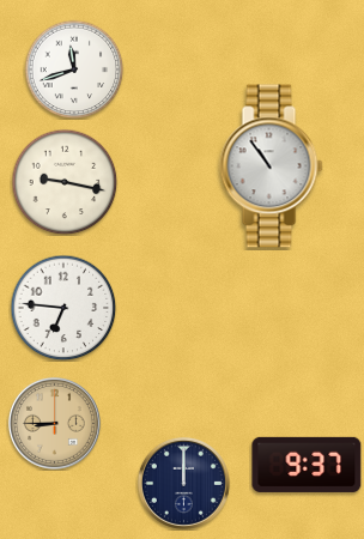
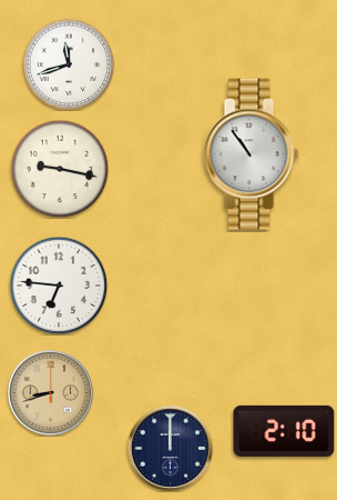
clock at (54, 423): 8:45 -> 8:42
clock at (307, 465): 9:37 -> 2:10
